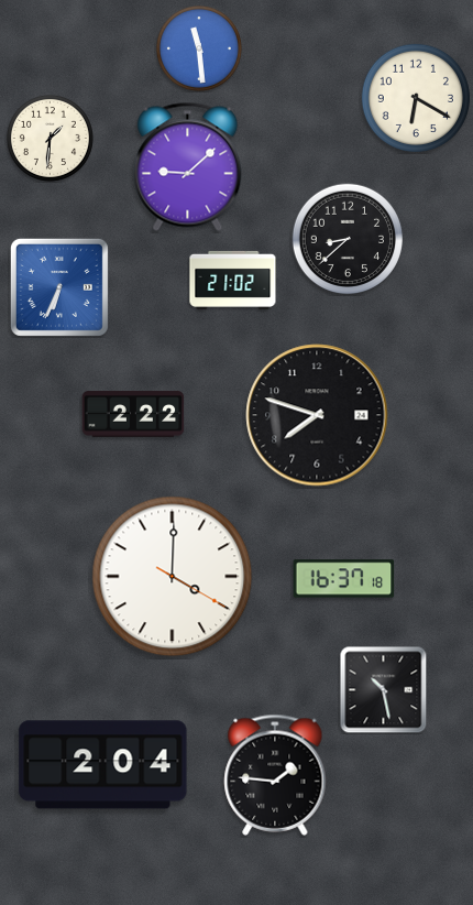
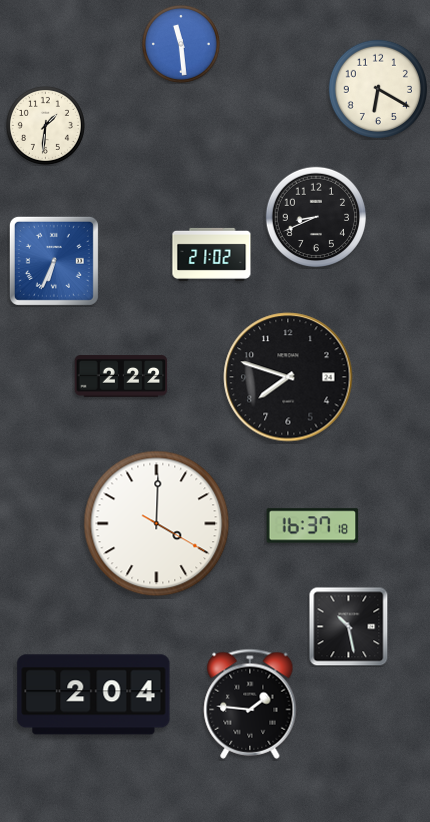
clock at (188, 166): 9:08 -> none
clock at (346, 238): 8:38 -> 8:41
